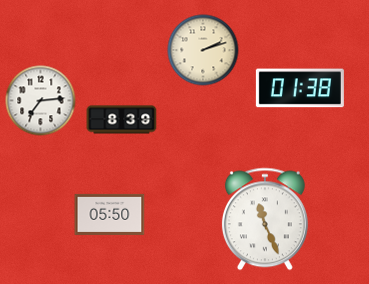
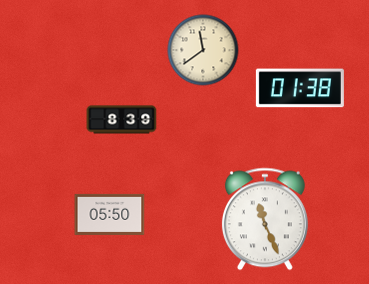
clock at (203, 50): 2:12 -> 11:39
clock at (41, 101): 7:14 -> none
